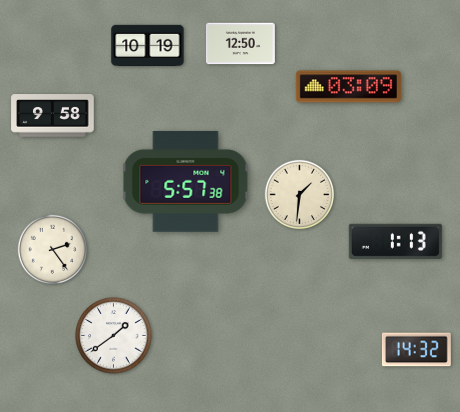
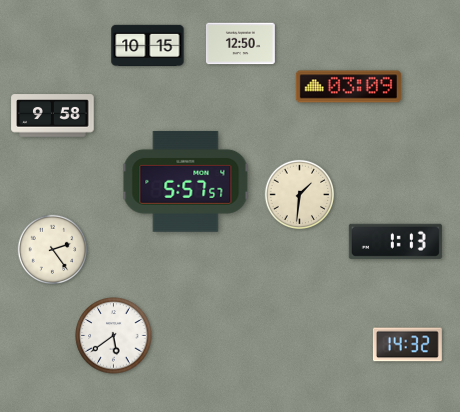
clock at (148, 46): 10:19 -> 10:15
clock at (186, 181): 5:57:38 -> 5:57:57
clock at (114, 336): 1:39 -> 5:39
clock at (416, 350) position: (416, 350) -> (407, 345)
